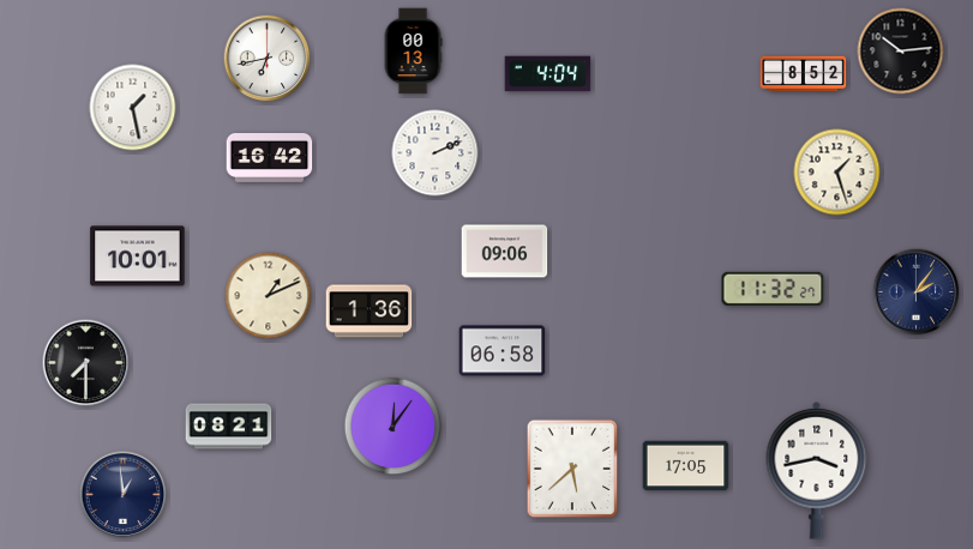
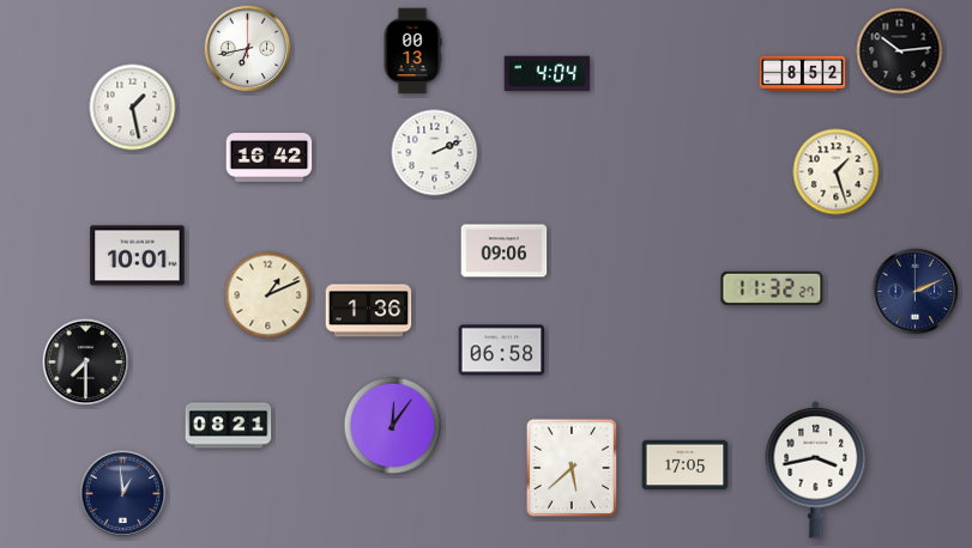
clock at (268, 59) position: (268, 59) -> (248, 49)
clock at (917, 292): 2:06 -> 2:11
